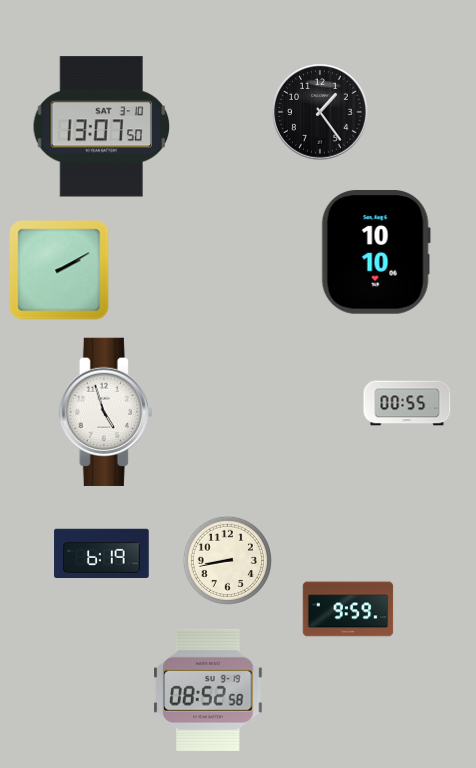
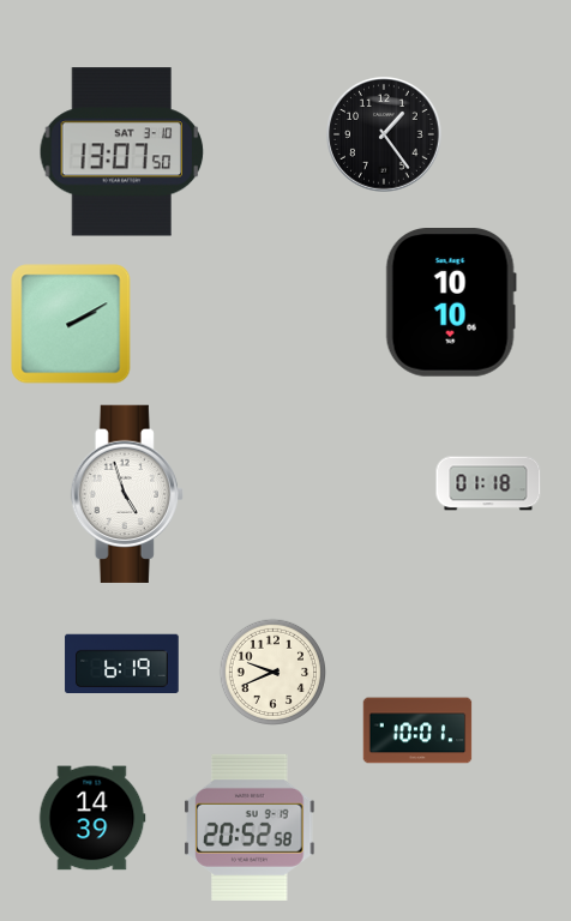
clock at (407, 403): 00:55 -> 01:18
clock at (227, 560): 8:43 -> 9:41
clock at (348, 609): 9:59 -> 10:01
clock at (92, 818): none -> 14:39
clock at (208, 690): 08:52 -> 20:52
